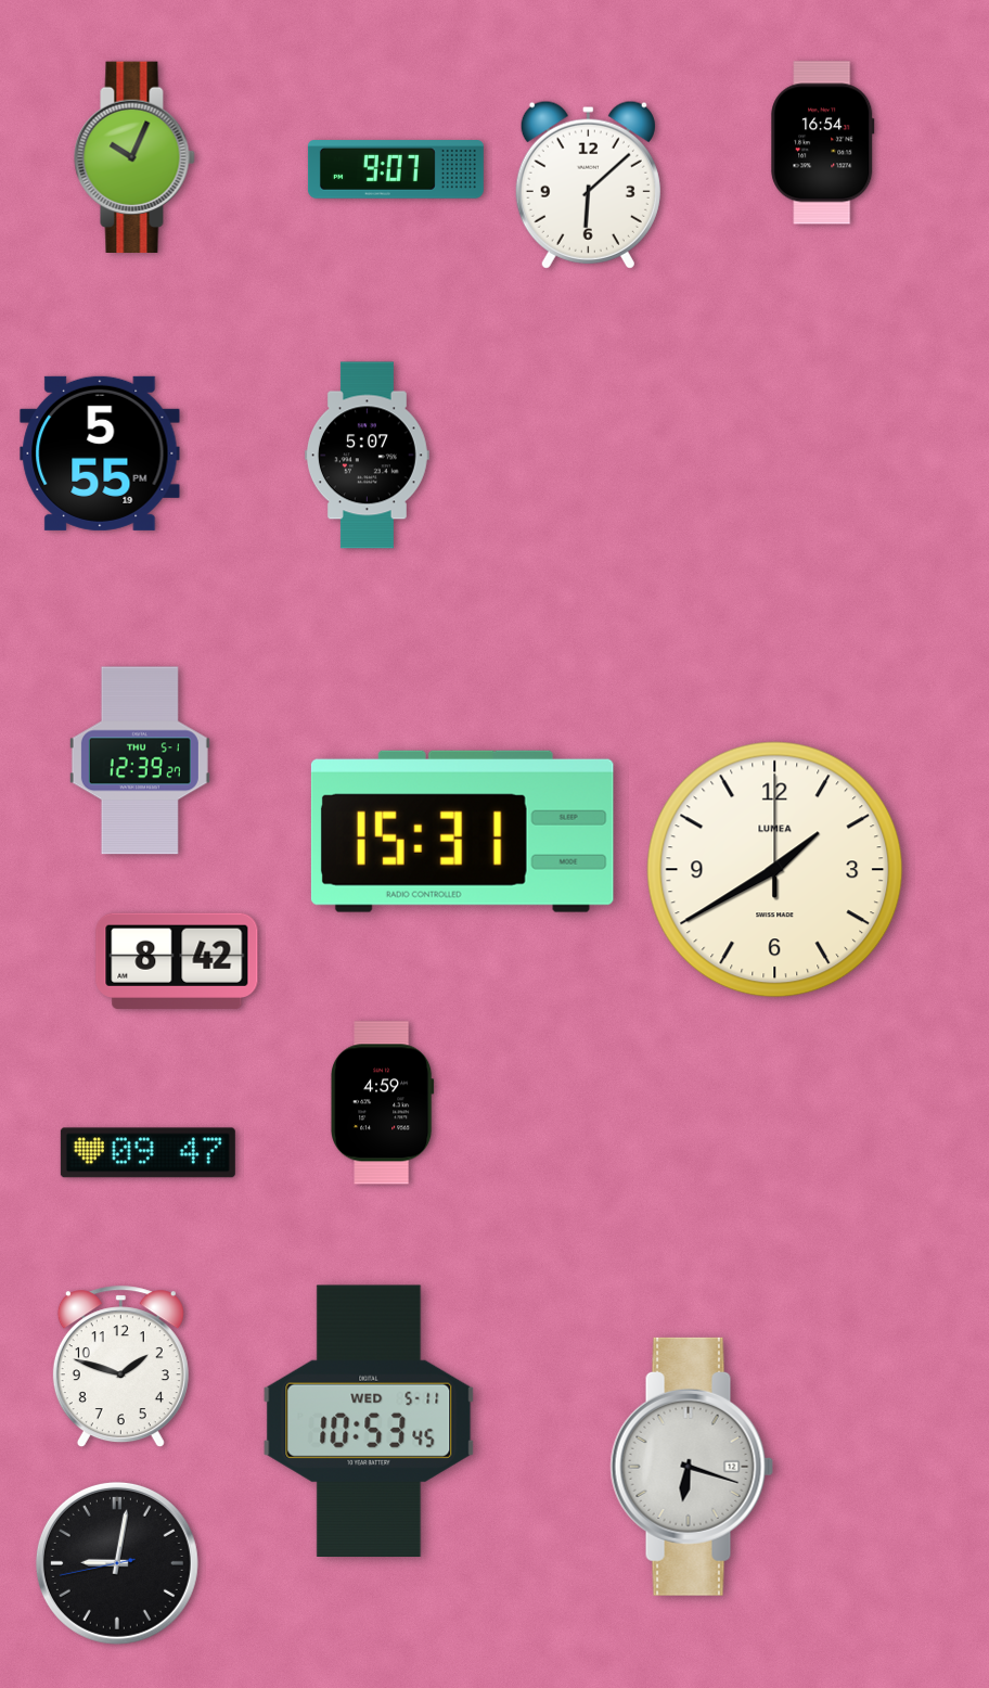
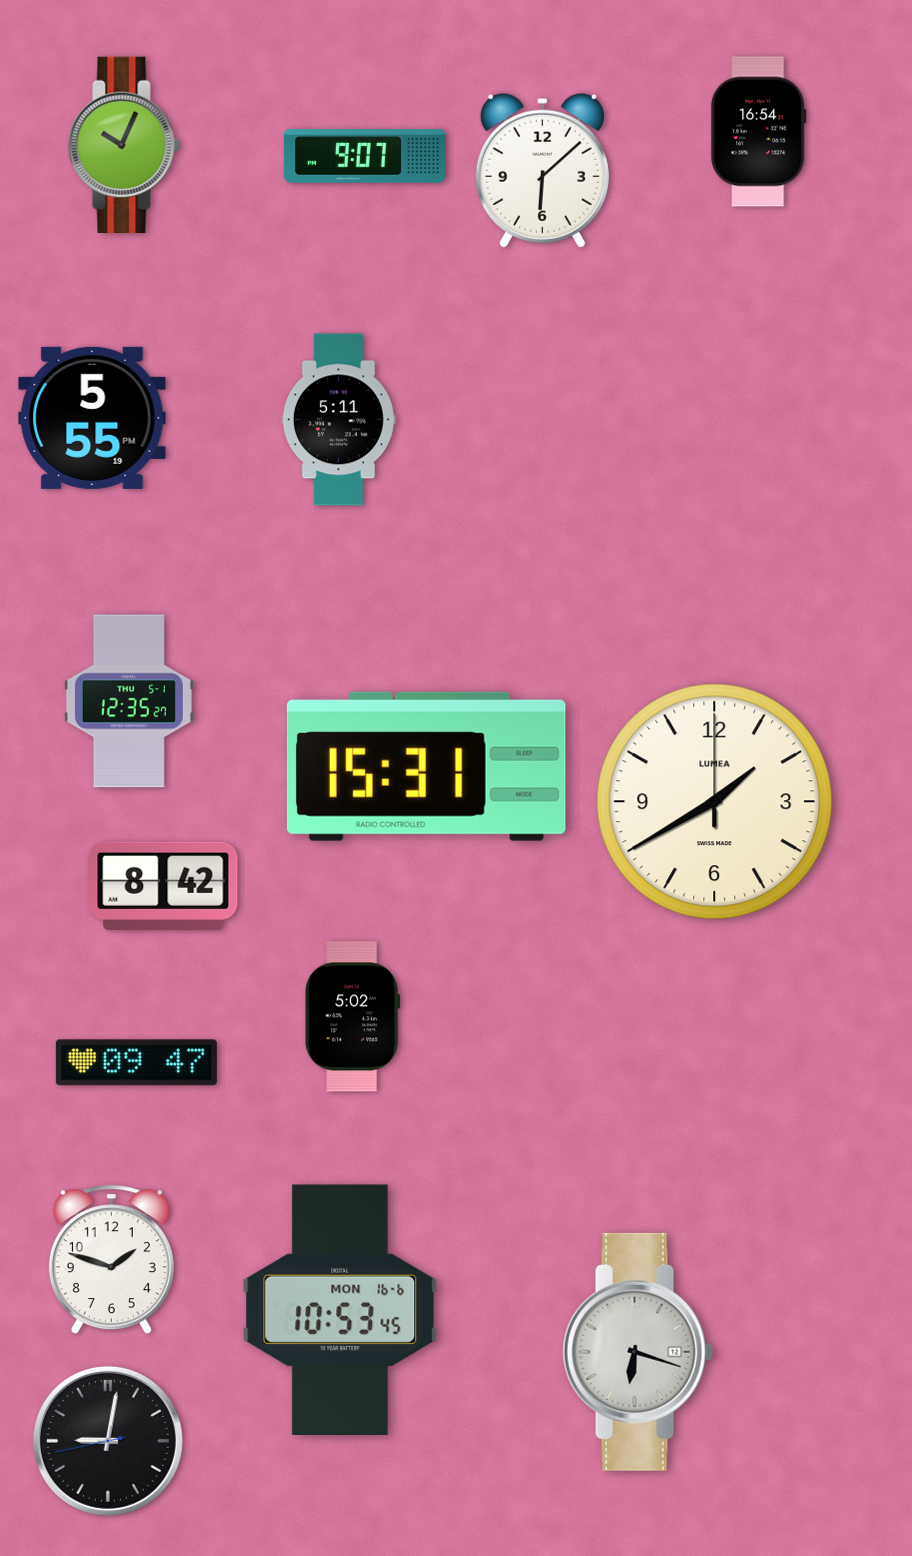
clock at (367, 456): 5:07 -> 5:11
clock at (140, 760): 12:39 -> 12:35
clock at (383, 1103): 4:59 -> 5:02
clock at (369, 1420) date: WED 5-11 -> MON 16-6
